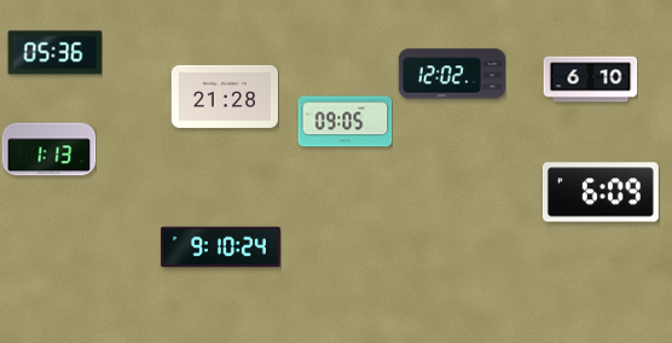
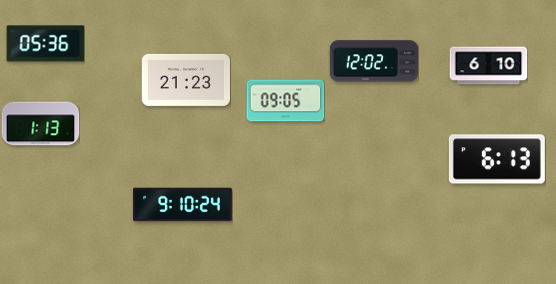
clock at (224, 97): 21:28 -> 21:23
clock at (601, 192): 6:09 -> 6:13
